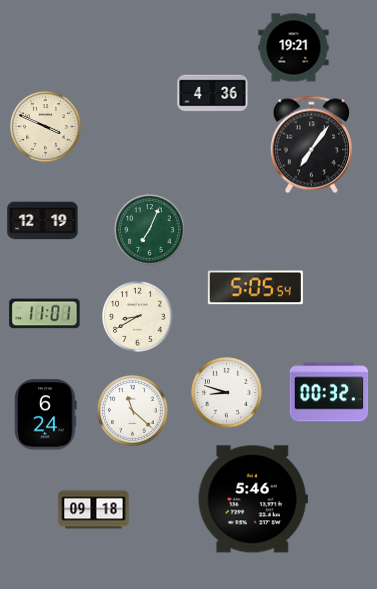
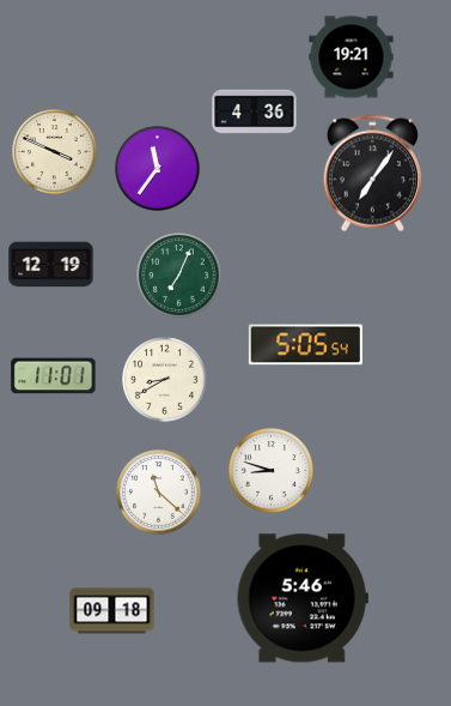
clock at (158, 169): none -> 11:36
clock at (329, 392): 00:32 -> none
clock at (46, 415): 6:24 -> none
